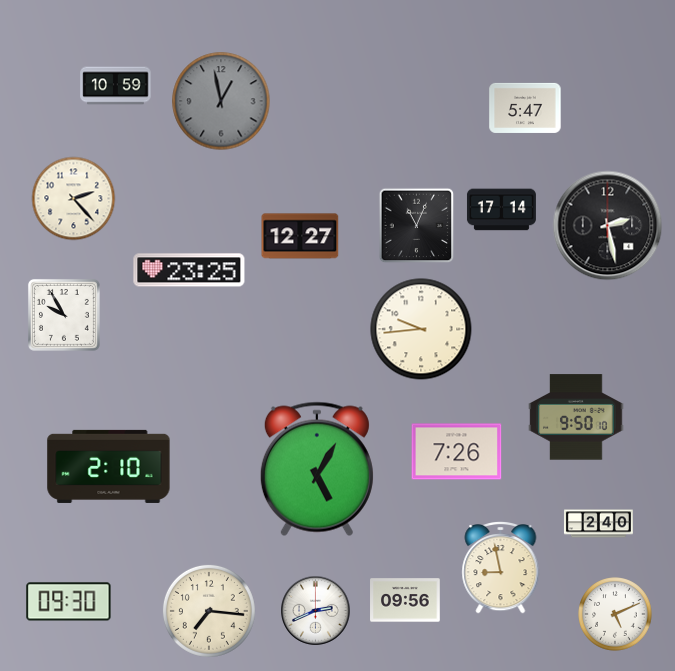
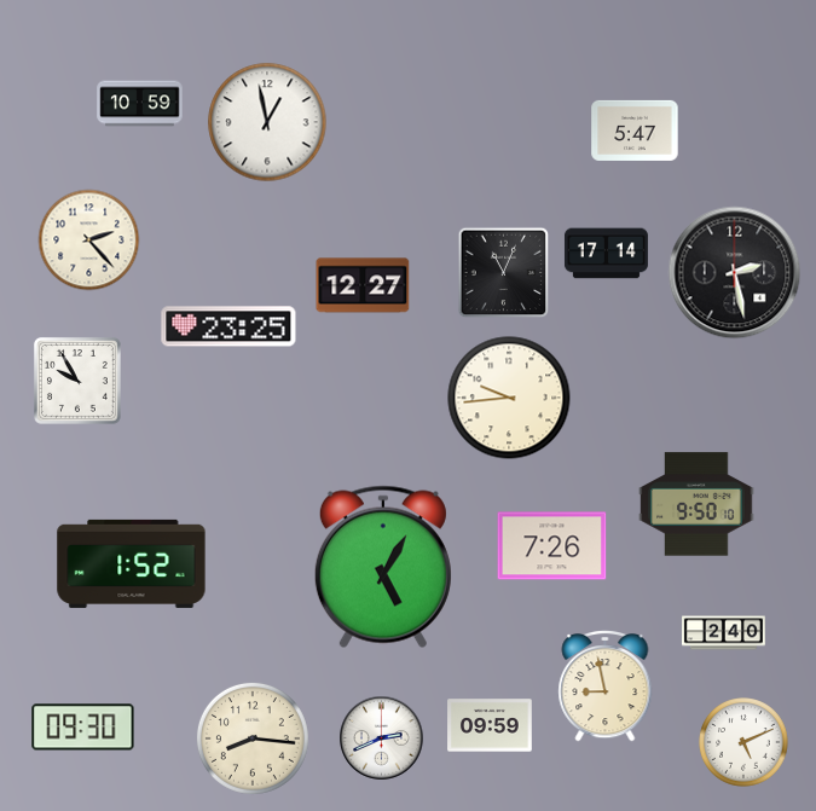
clock at (221, 101) dial: grey -> white
clock at (109, 466): 2:10 -> 1:52
clock at (405, 600): 09:56 -> 09:59
clock at (209, 611): 7:16 -> 8:16
